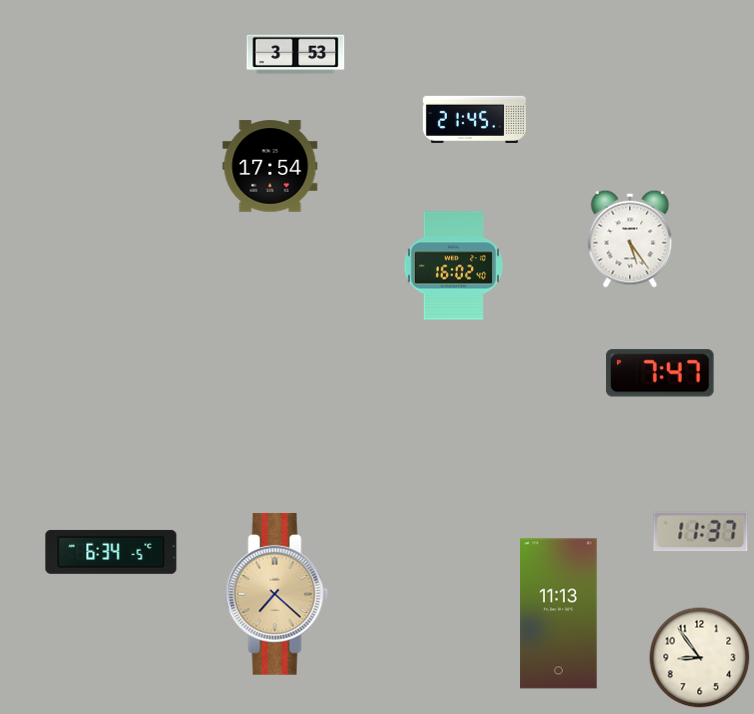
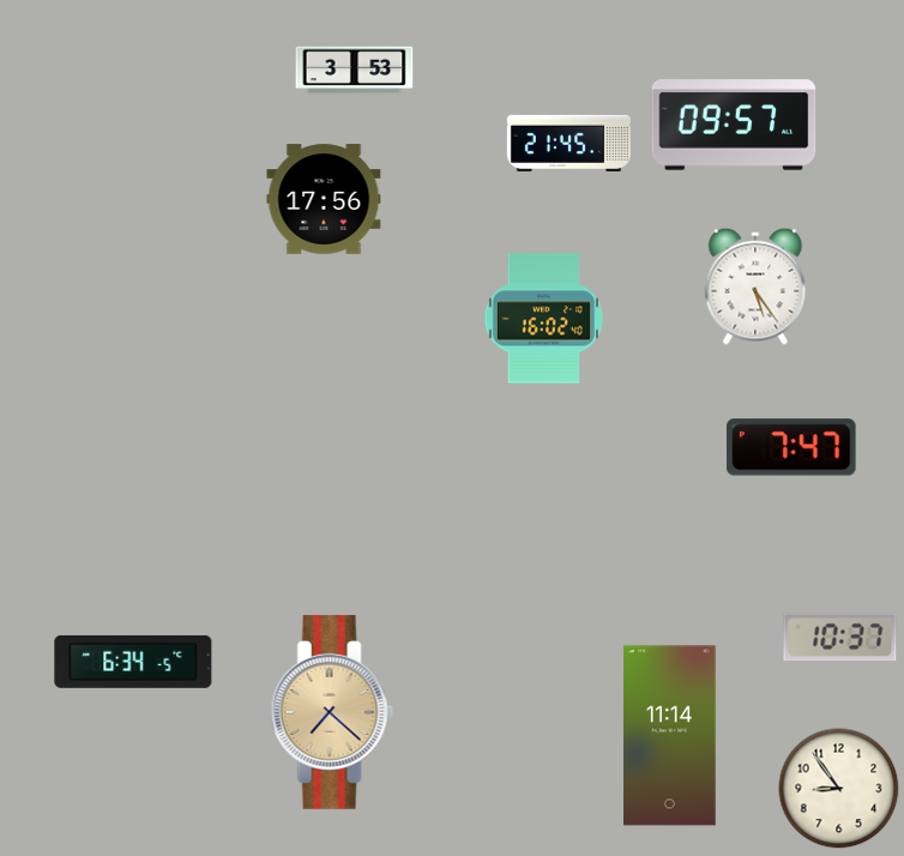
clock at (296, 55) position: (296, 55) -> (355, 71)
clock at (734, 125): none -> 09:57
clock at (270, 166): 17:54 -> 17:56
clock at (701, 532): 11:37 -> 10:37
clock at (559, 614): 11:13 -> 11:14
